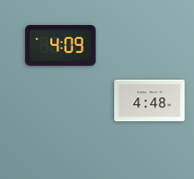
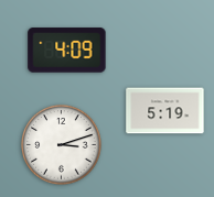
clock at (150, 101): 4:48 -> 5:19
clock at (62, 145): none -> 3:12
